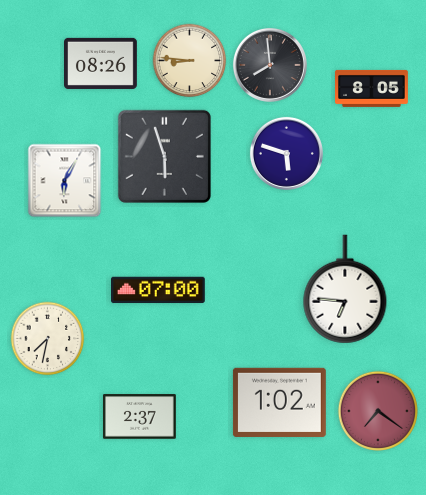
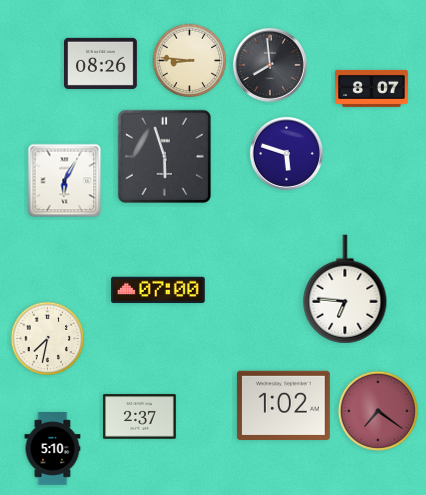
clock at (372, 88): 8:05 -> 8:07
clock at (279, 402) position: (279, 402) -> (283, 405)
clock at (53, 449): none -> 5:10
